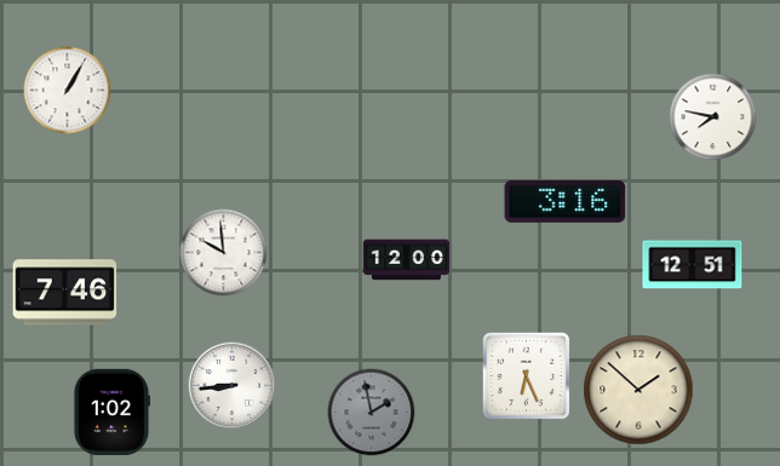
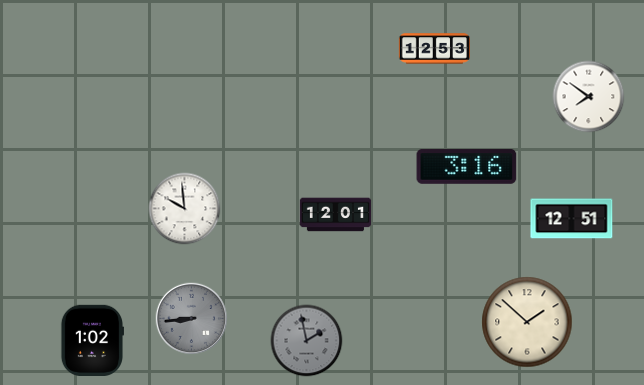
clock at (434, 49): none -> 12:53
clock at (68, 91): 1:05 -> none
clock at (713, 117): 7:47 -> 7:51
clock at (407, 260): 12:00 -> 12:01
clock at (65, 293): 7:46 -> none
clock at (527, 376): 6:26 -> none
clock at (233, 386) dial: white -> grey
